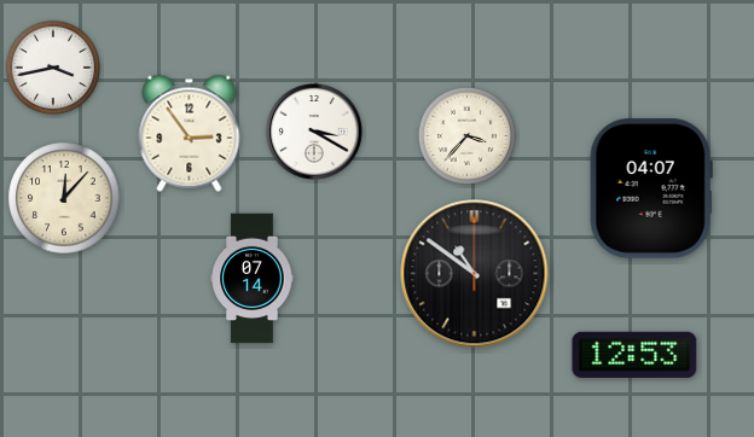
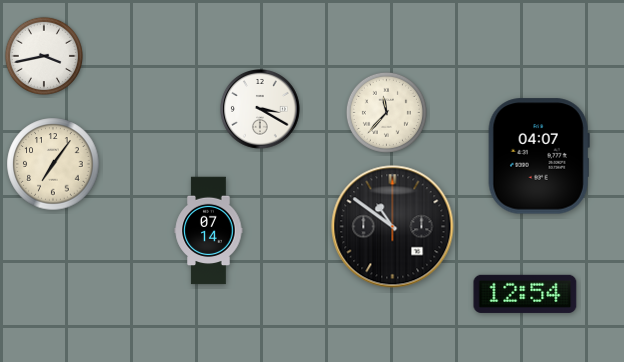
clock at (190, 133): 2:54 -> none
clock at (466, 135): 3:37 -> 11:37
clock at (64, 198): 12:07 -> 7:06
clock at (634, 355): 12:53 -> 12:54
